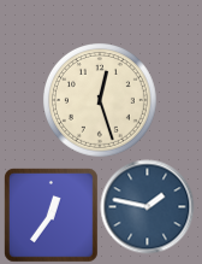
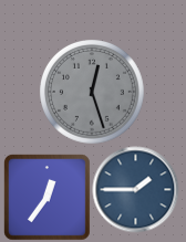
clock at (100, 100) dial: cream -> grey
clock at (147, 206): 1:47 -> 1:45
